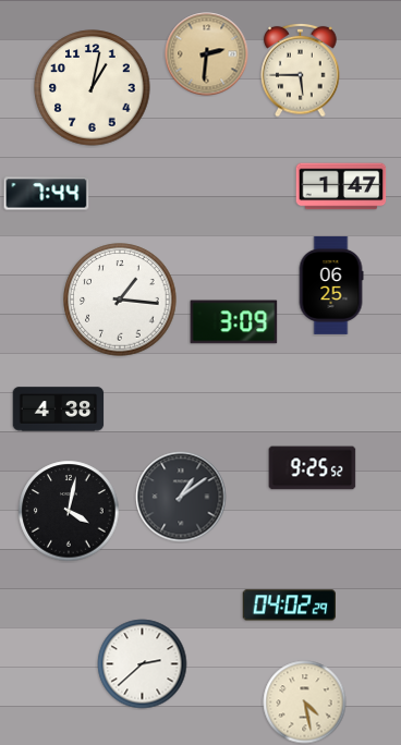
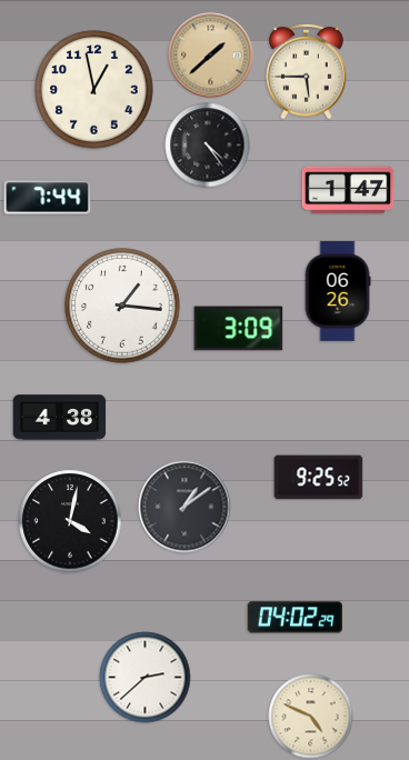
clock at (207, 54): 2:31 -> 1:38
clock at (93, 88): 1:02 -> 12:58
clock at (208, 146): none -> 4:24
clock at (331, 285): 06:25 -> 06:26
clock at (305, 703): 4:28 -> 4:49
